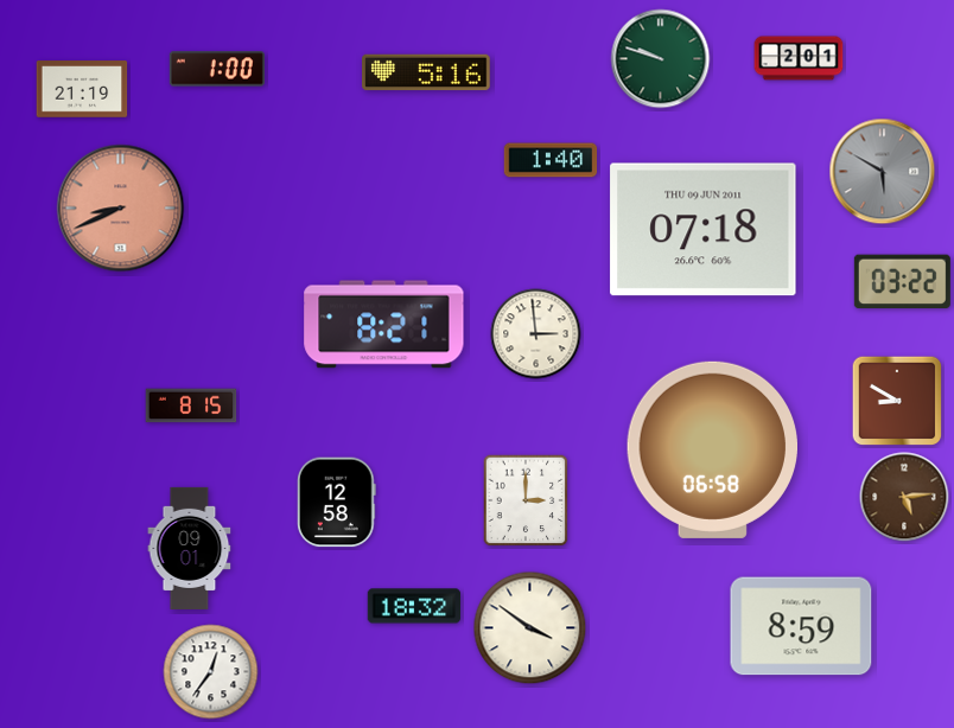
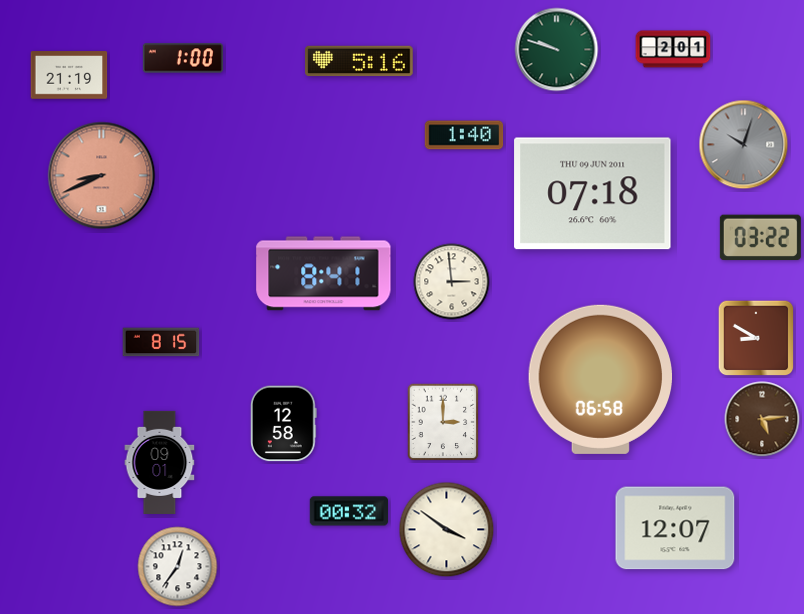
clock at (883, 172): 5:50 -> 10:03
clock at (384, 325): 8:21 -> 8:41
clock at (414, 606): 18:32 -> 00:32
clock at (801, 626): 8:59 -> 12:07
